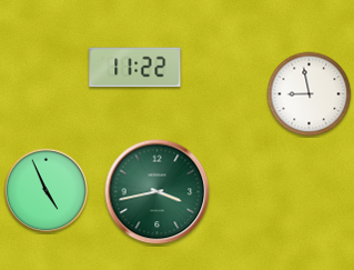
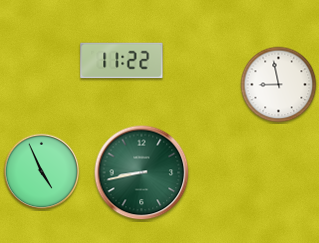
clock at (158, 192): 3:43 -> 8:43
